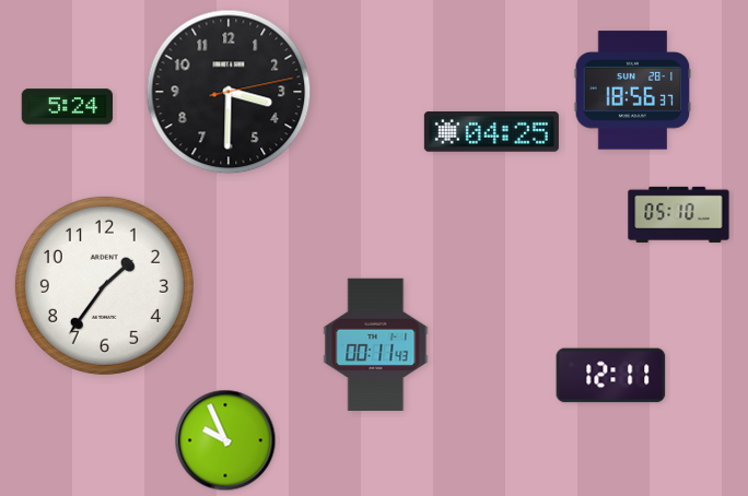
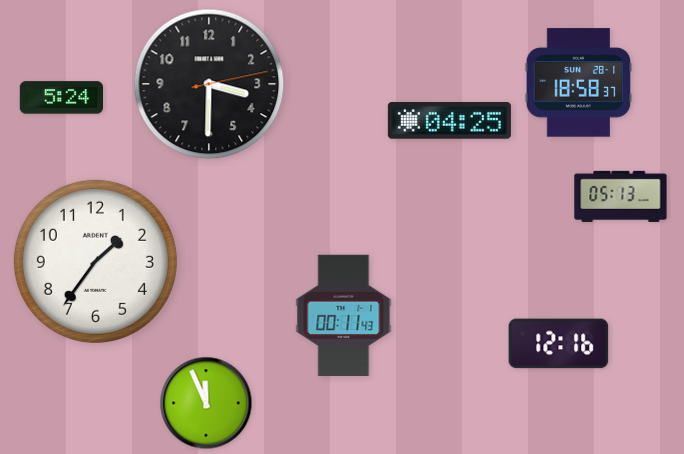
clock at (633, 91): 18:56 -> 18:58
clock at (679, 214): 05:10 -> 05:13
clock at (611, 376): 12:11 -> 12:16
clock at (225, 440): 9:56 -> 11:56
